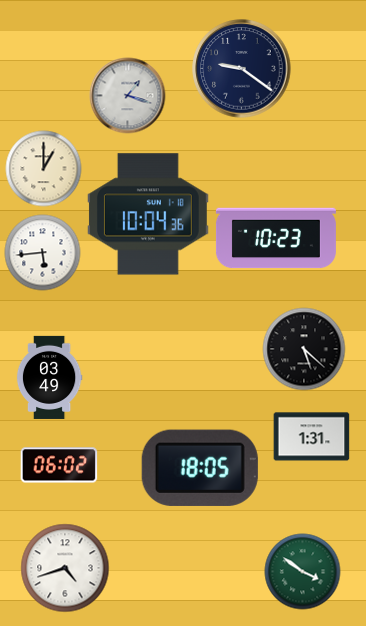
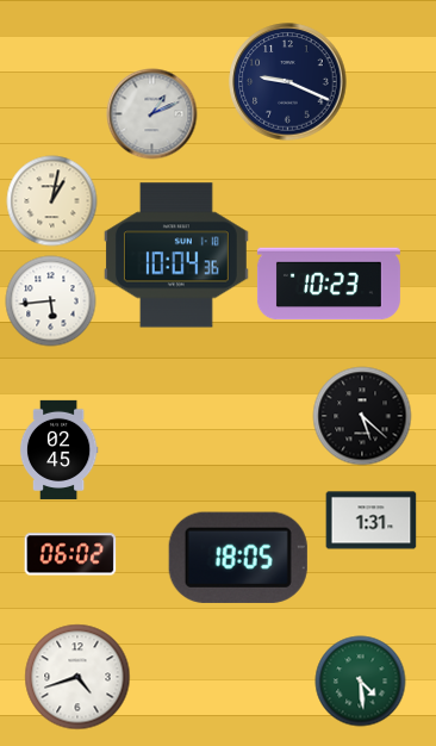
clock at (242, 69): 9:21 -> 9:19
clock at (128, 96): 1:18 -> 1:11
clock at (44, 169): 1:00 -> 1:02
clock at (49, 377): 03:49 -> 02:45
clock at (303, 572): 3:51 -> 4:29
